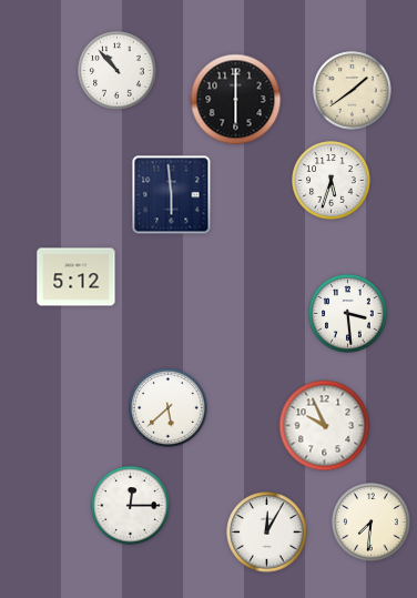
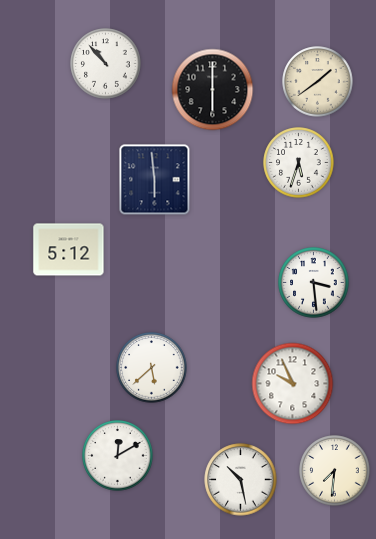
clock at (172, 195) position: (172, 195) -> (155, 180)
clock at (131, 506): 12:15 -> 12:10
clock at (267, 533): 12:05 -> 10:28
